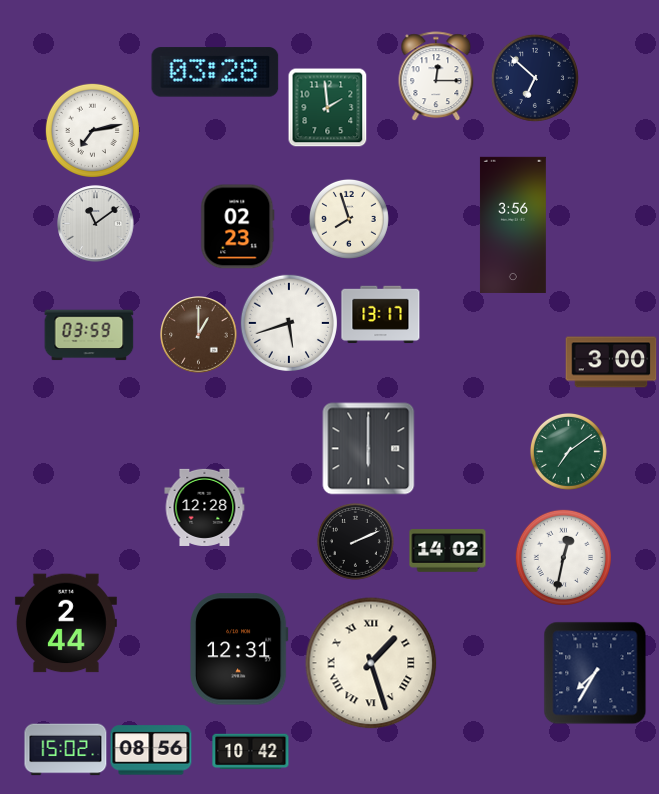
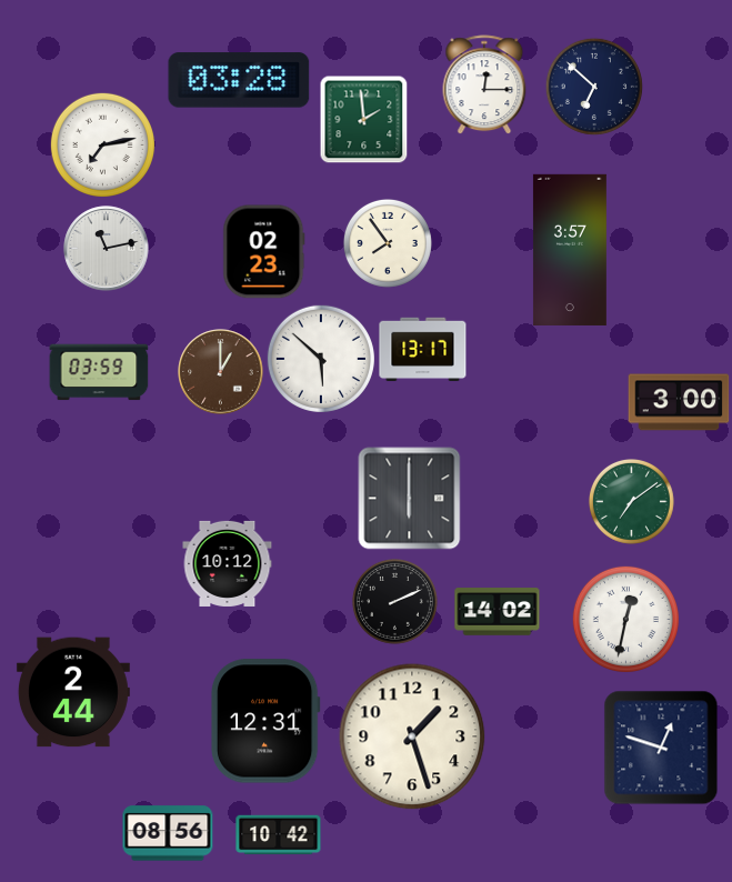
clock at (349, 219): 7:57 -> 7:54
clock at (96, 224): 11:09 -> 11:13
clock at (513, 225): 3:56 -> 3:57
clock at (289, 323): 5:42 -> 5:52
clock at (205, 507): 12:28 -> 10:12
clock at (371, 663) numerals: Roman -> Arabic
clock at (595, 673): 7:35 -> 12:48
clock at (66, 750): 15:02 -> none
